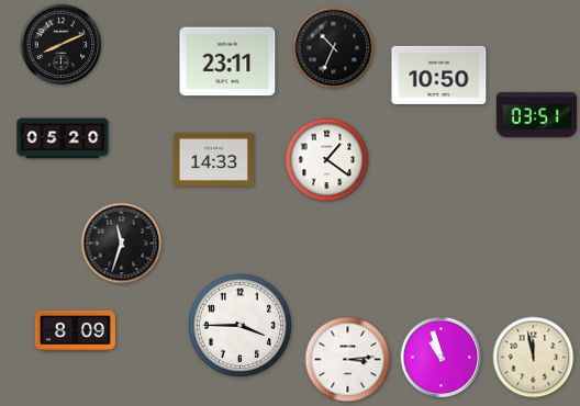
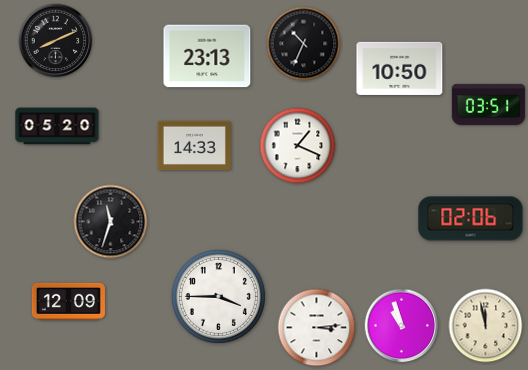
clock at (227, 61): 23:11 -> 23:13
clock at (327, 160): 1:21 -> 1:19
clock at (471, 219): none -> 02:06
clock at (75, 330): 8:09 -> 12:09
